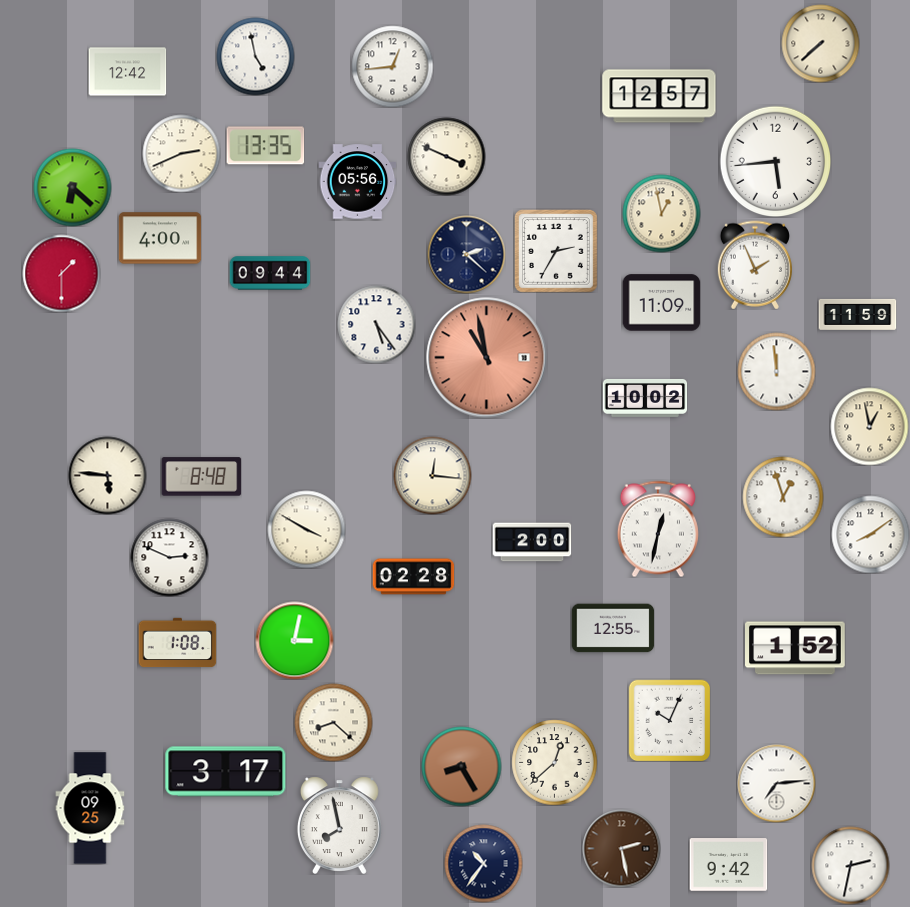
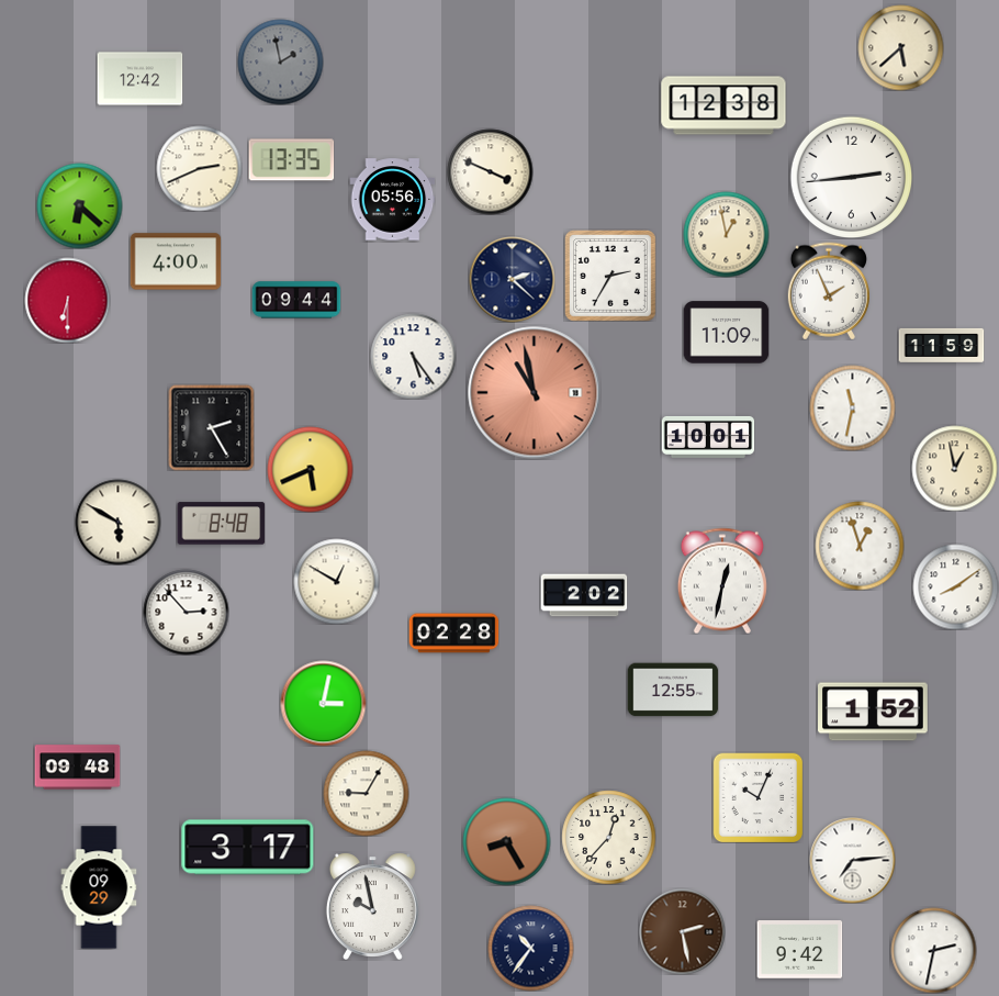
clock at (820, 43): 7:38 -> 5:38
clock at (255, 56): 4:58 -> 1:58
clock at (255, 56) dial: white -> grey
clock at (392, 66): 12:44 -> none
clock at (659, 96): 12:57 -> 12:38
clock at (775, 161): 5:44 -> 2:44
clock at (61, 273): 1:30 -> 6:30
clock at (776, 371): 11:59 -> 11:32
clock at (211, 427): none -> 2:25
clock at (645, 398): 10:02 -> 10:01
clock at (310, 469): none -> 5:41
clock at (107, 475): 5:46 -> 5:50
clock at (432, 475): 12:16 -> none
clock at (306, 529): 3:50 -> 12:50
clock at (532, 542): 2:00 -> 2:02
clock at (169, 557): 2:49 -> 2:53
clock at (177, 643): 1:08 -> none
clock at (77, 768): none -> 09:48
clock at (669, 720) position: (669, 720) -> (757, 797)
clock at (333, 722): 8:22 -> 9:05
clock at (554, 762): 12:38 -> 12:37
clock at (90, 808): 09:25 -> 09:29
clock at (339, 825): 7:58 -> 9:58
